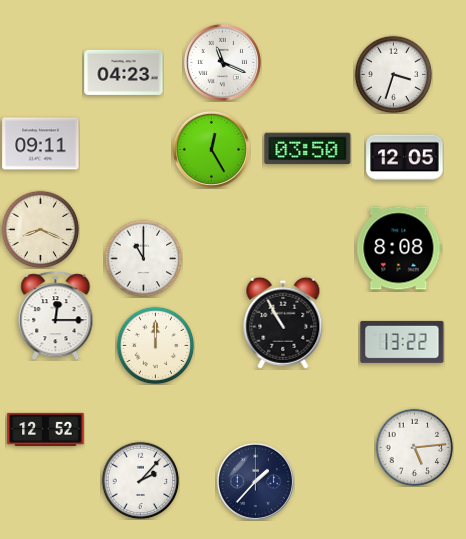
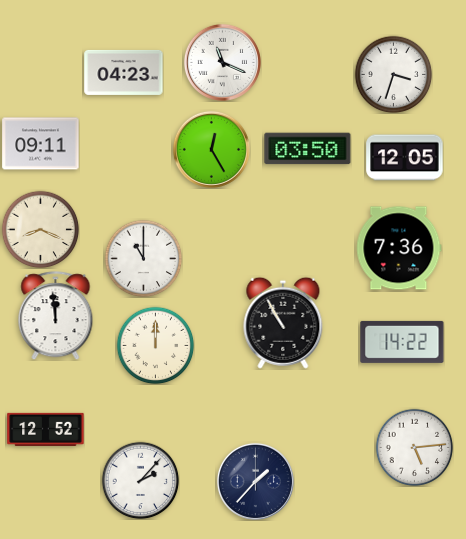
clock at (399, 248): 8:08 -> 7:36
clock at (56, 316): 12:15 -> 11:59
clock at (402, 342): 13:22 -> 14:22
